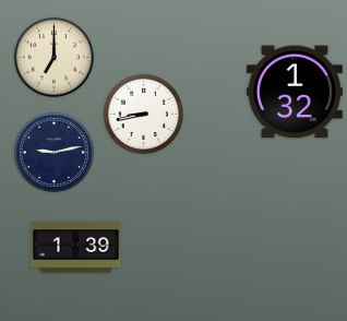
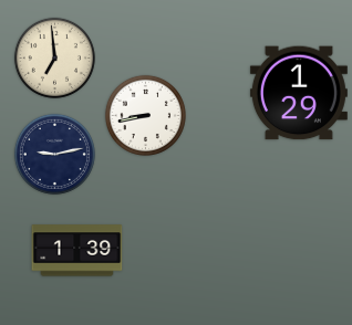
clock at (53, 57): 7:00 -> 6:59
clock at (295, 92): 1:32 -> 1:29
